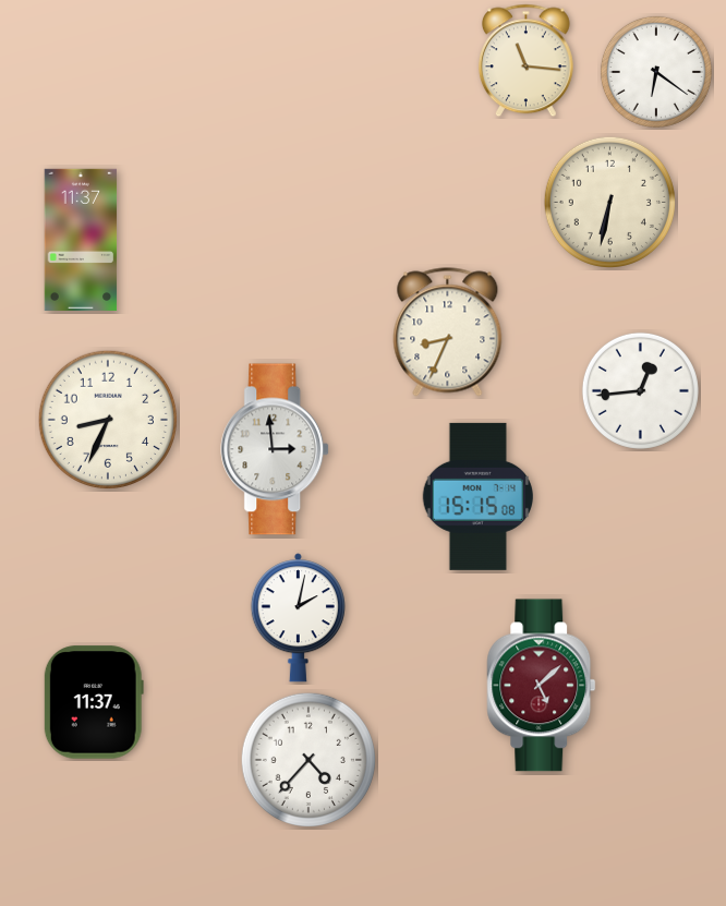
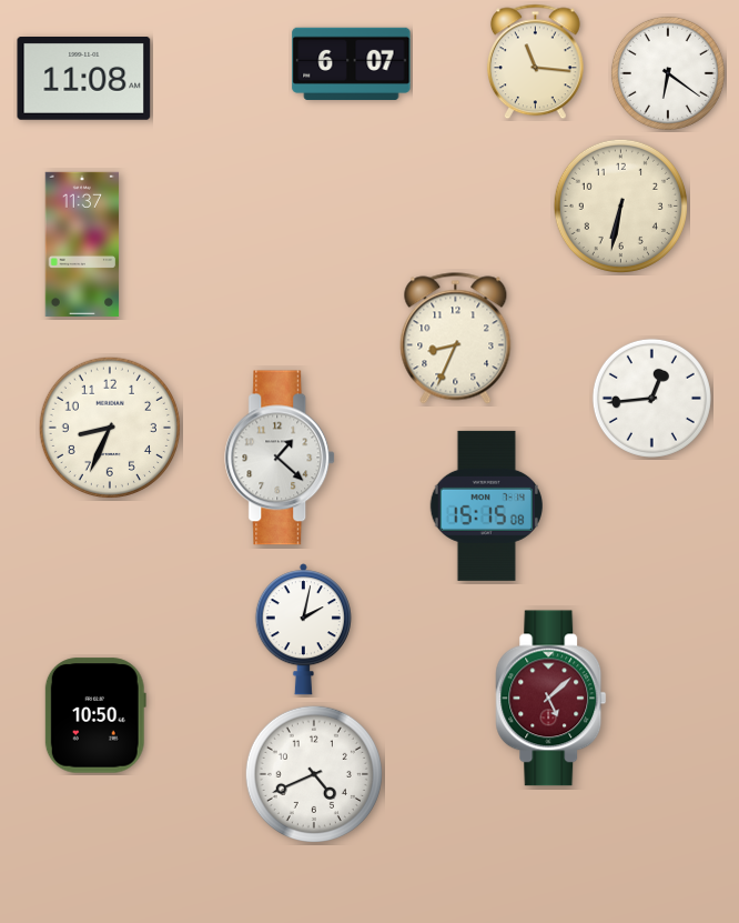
clock at (352, 63): none -> 6:07
clock at (84, 79): none -> 11:08
clock at (276, 449): 2:59 -> 1:22
clock at (94, 702): 11:37 -> 10:50
clock at (308, 760): 4:37 -> 4:41
